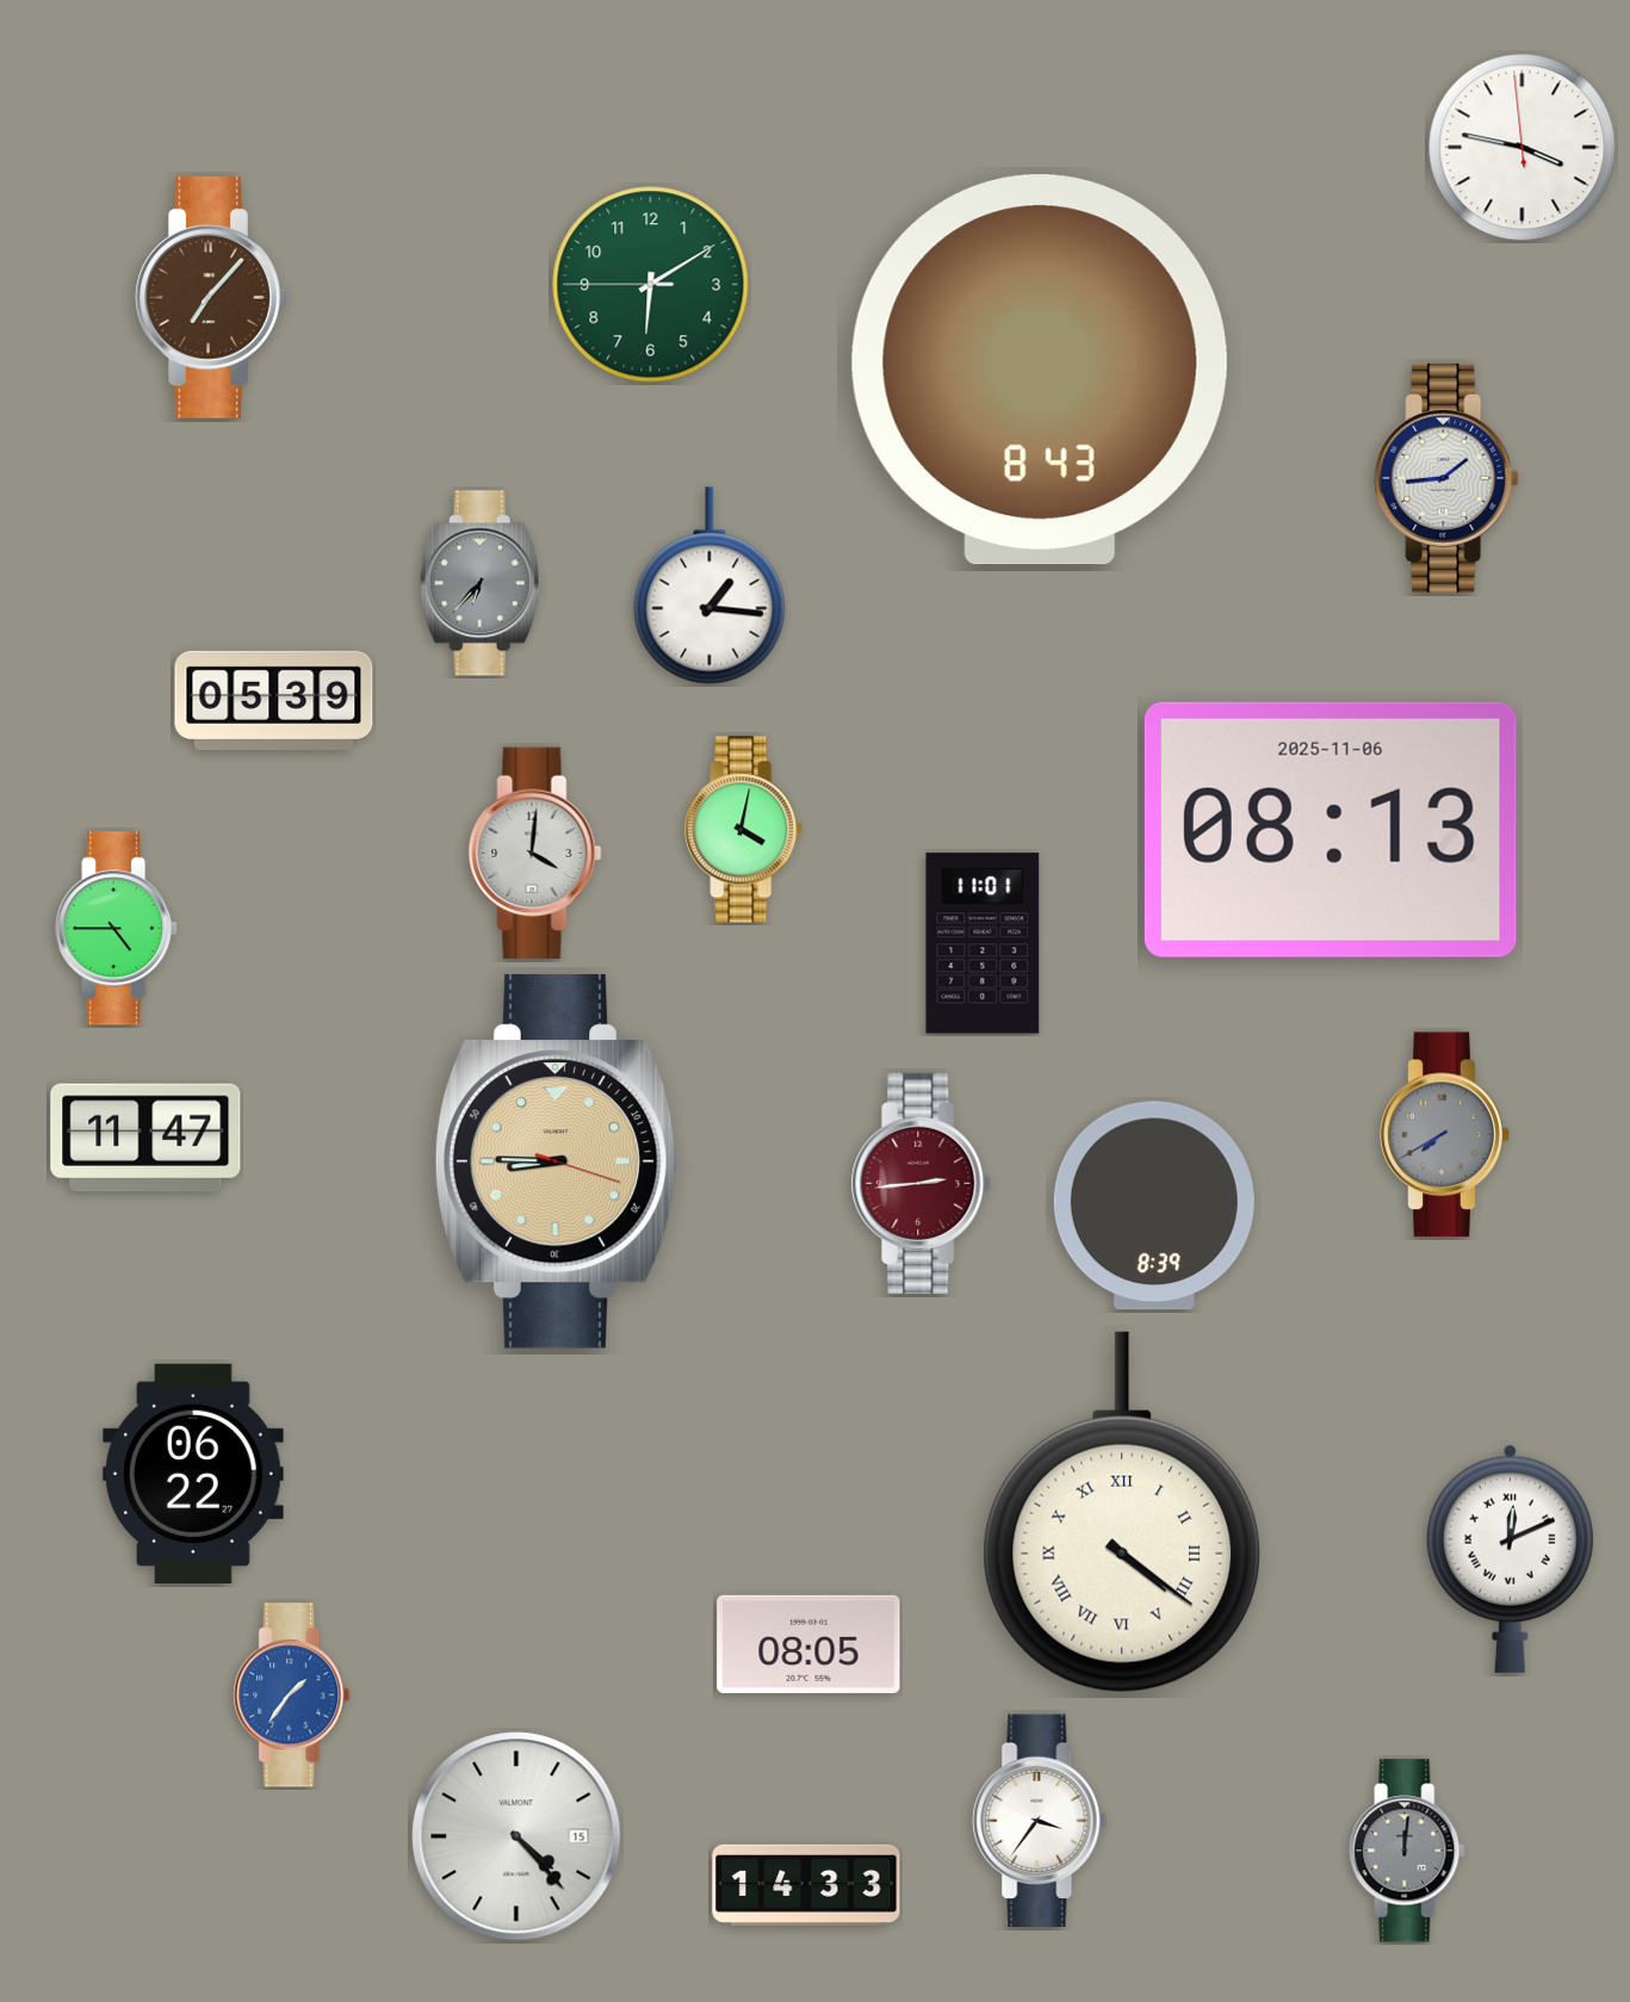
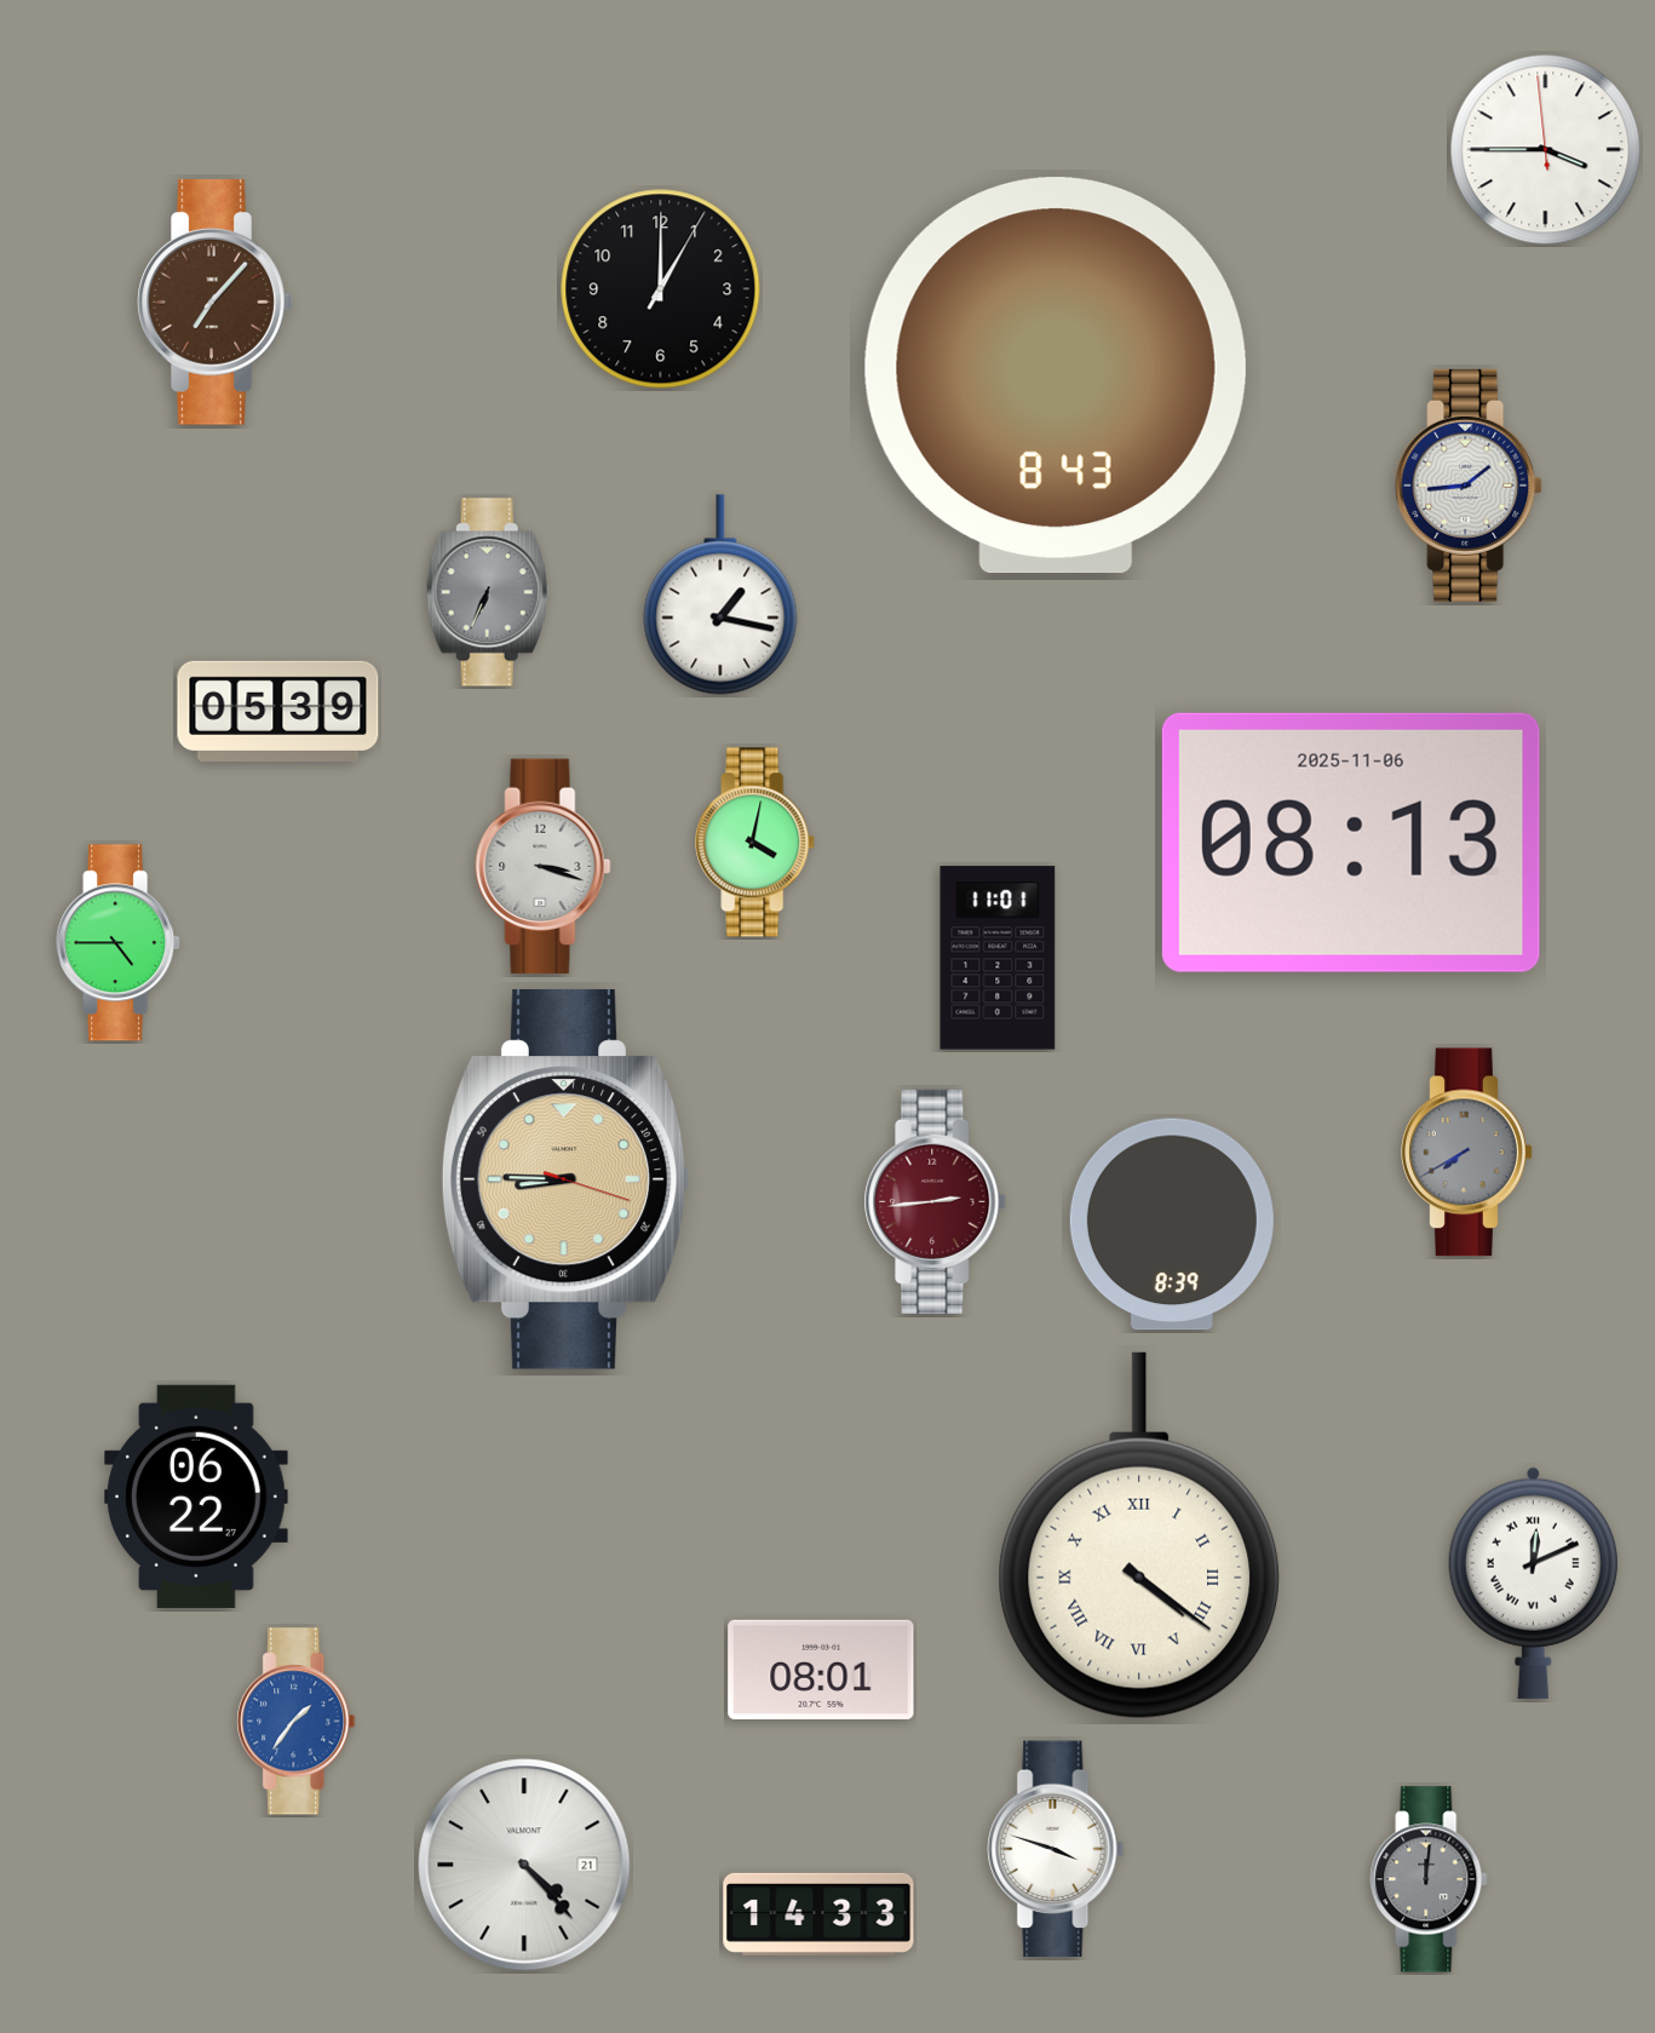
clock at (1523, 148): 3:46 -> 3:44
clock at (651, 285): 6:09 -> 1:00
clock at (651, 285) dial: green -> black
clock at (481, 583): 6:37 -> 6:34
clock at (709, 585): 1:16 -> 1:17
clock at (535, 854): 4:01 -> 3:18
clock at (145, 1138): 11:47 -> none
clock at (808, 1644): 08:05 -> 08:01
clock at (1040, 1821): 3:36 -> 3:48
clock at (516, 1836) date: 15 -> 21
